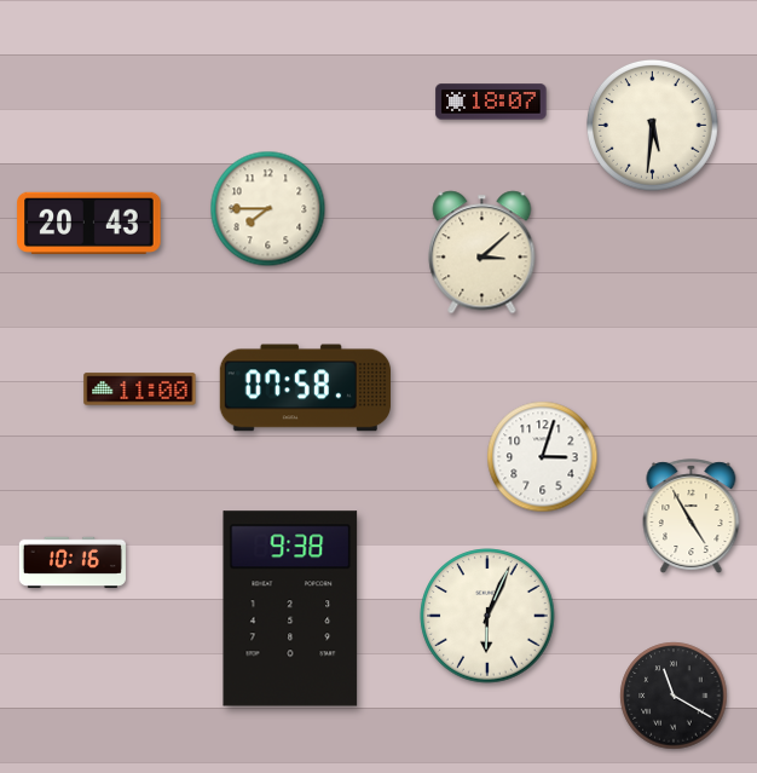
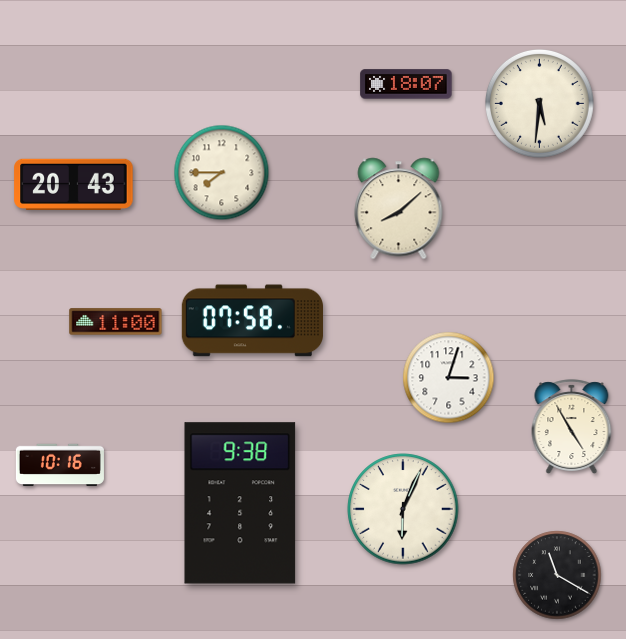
clock at (482, 253): 3:08 -> 8:08
